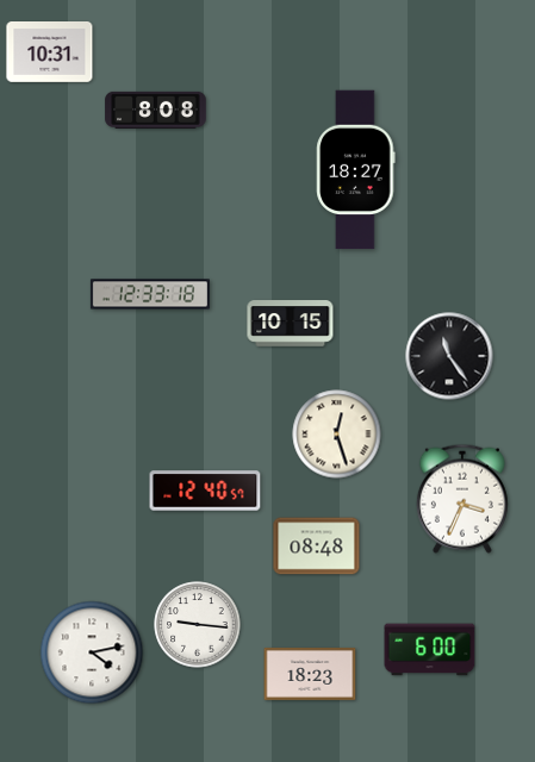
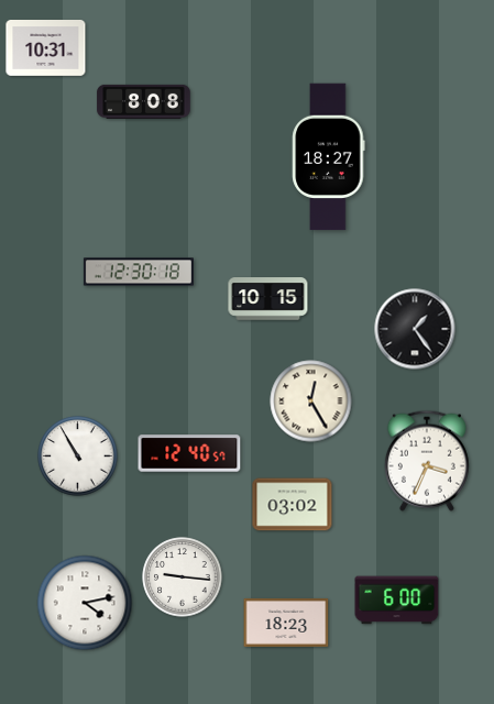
clock at (150, 294): 12:33 -> 12:30
clock at (449, 356): 11:24 -> 1:24
clock at (337, 435): 12:27 -> 12:25
clock at (78, 457): none -> 10:55
clock at (317, 546): 08:48 -> 03:02
